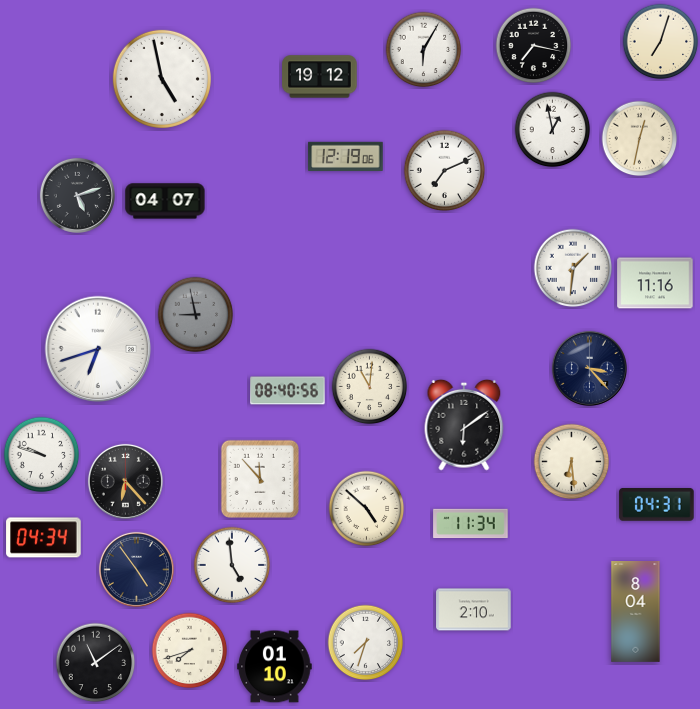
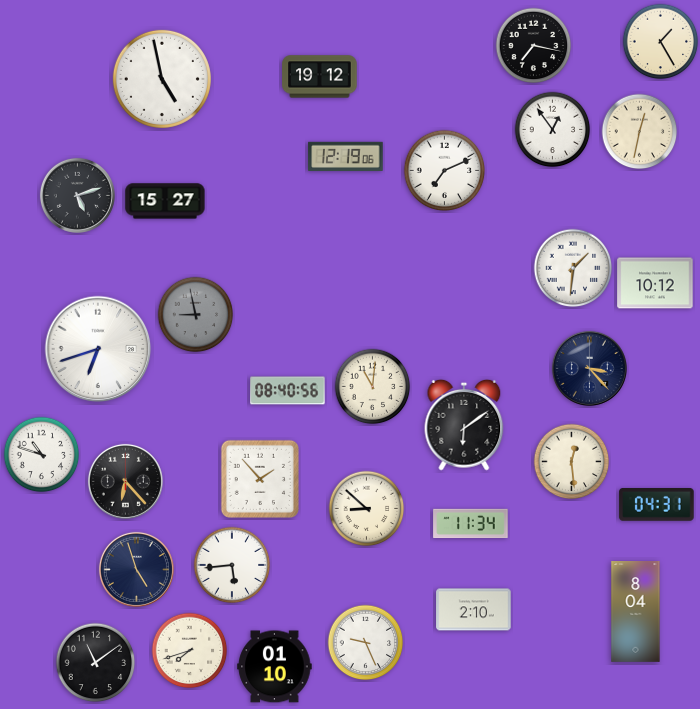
clock at (661, 42): 7:03 -> 1:25
clock at (424, 50): 6:05 -> none
clock at (553, 130): 12:58 -> 12:54
clock at (640, 139) position: (640, 139) -> (640, 132)
clock at (165, 201): 04:07 -> 15:27
clock at (655, 283): 11:16 -> 10:12
clock at (370, 387) position: (370, 387) -> (373, 387)
clock at (42, 455): 9:48 -> 10:48
clock at (572, 462): 6:29 -> 12:29
clock at (259, 478): 11:53 -> 1:53
clock at (367, 509): 4:52 -> 8:52
clock at (44, 538): 04:34 -> none
clock at (232, 565): 4:59 -> 5:44
clock at (136, 569): 4:54 -> 4:57
clock at (366, 643): 7:33 -> 9:26
